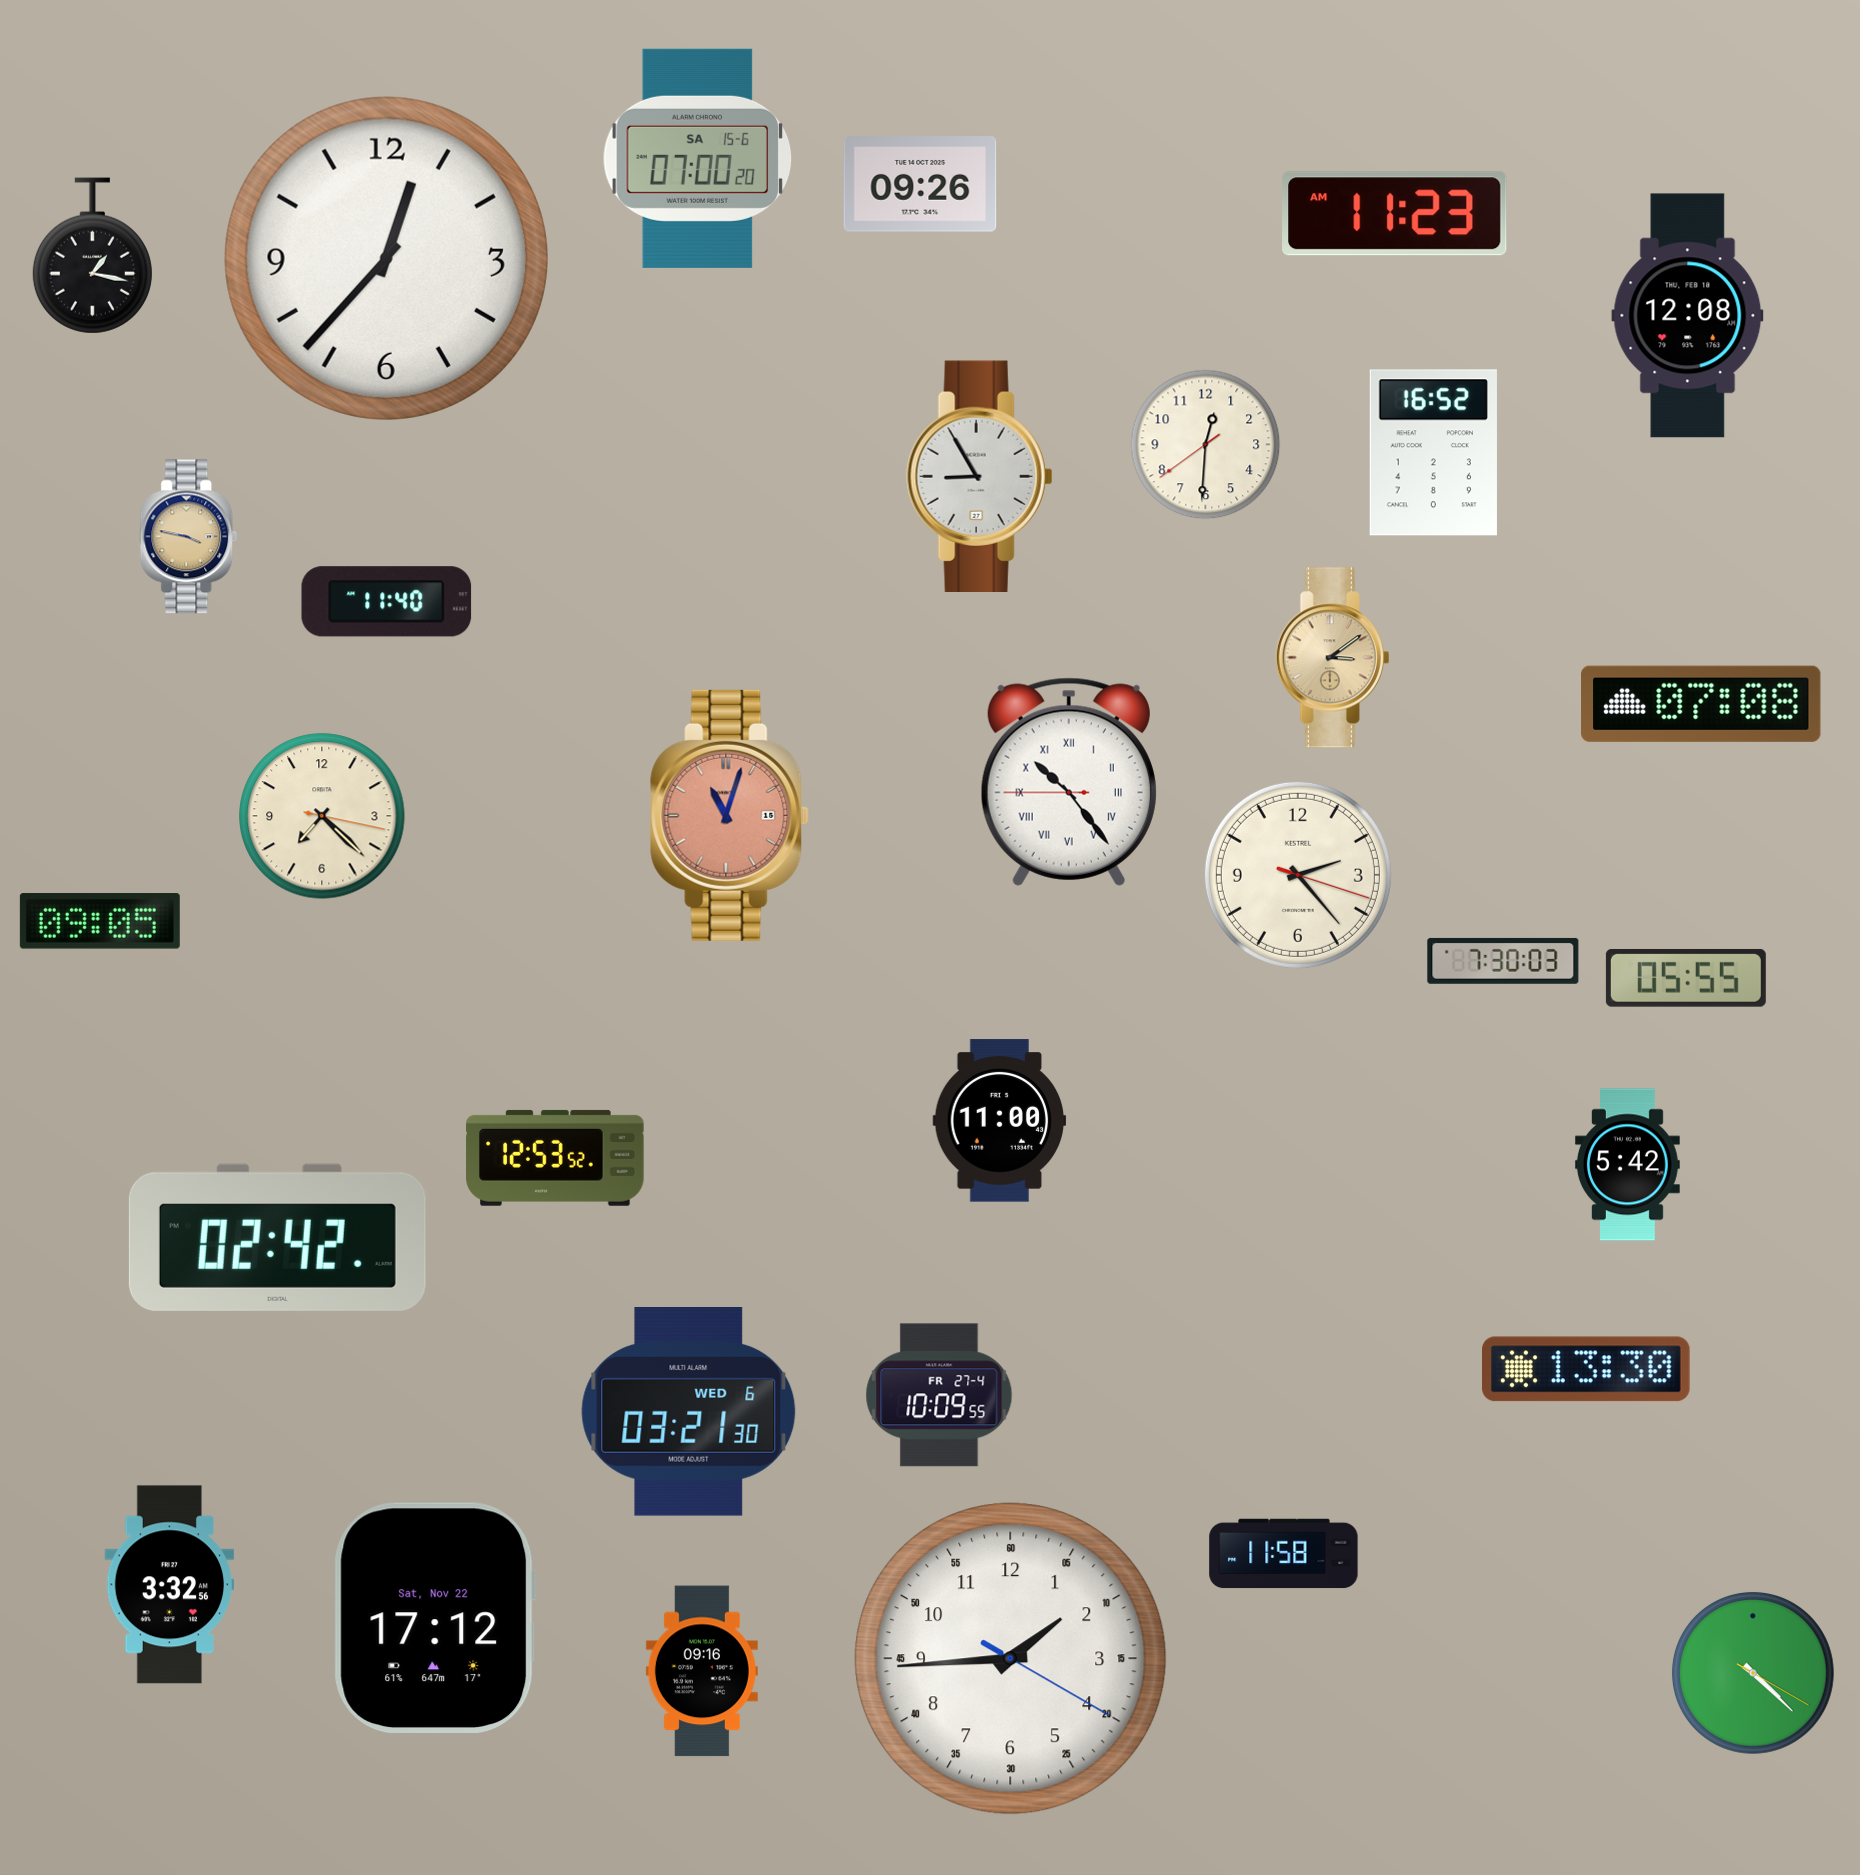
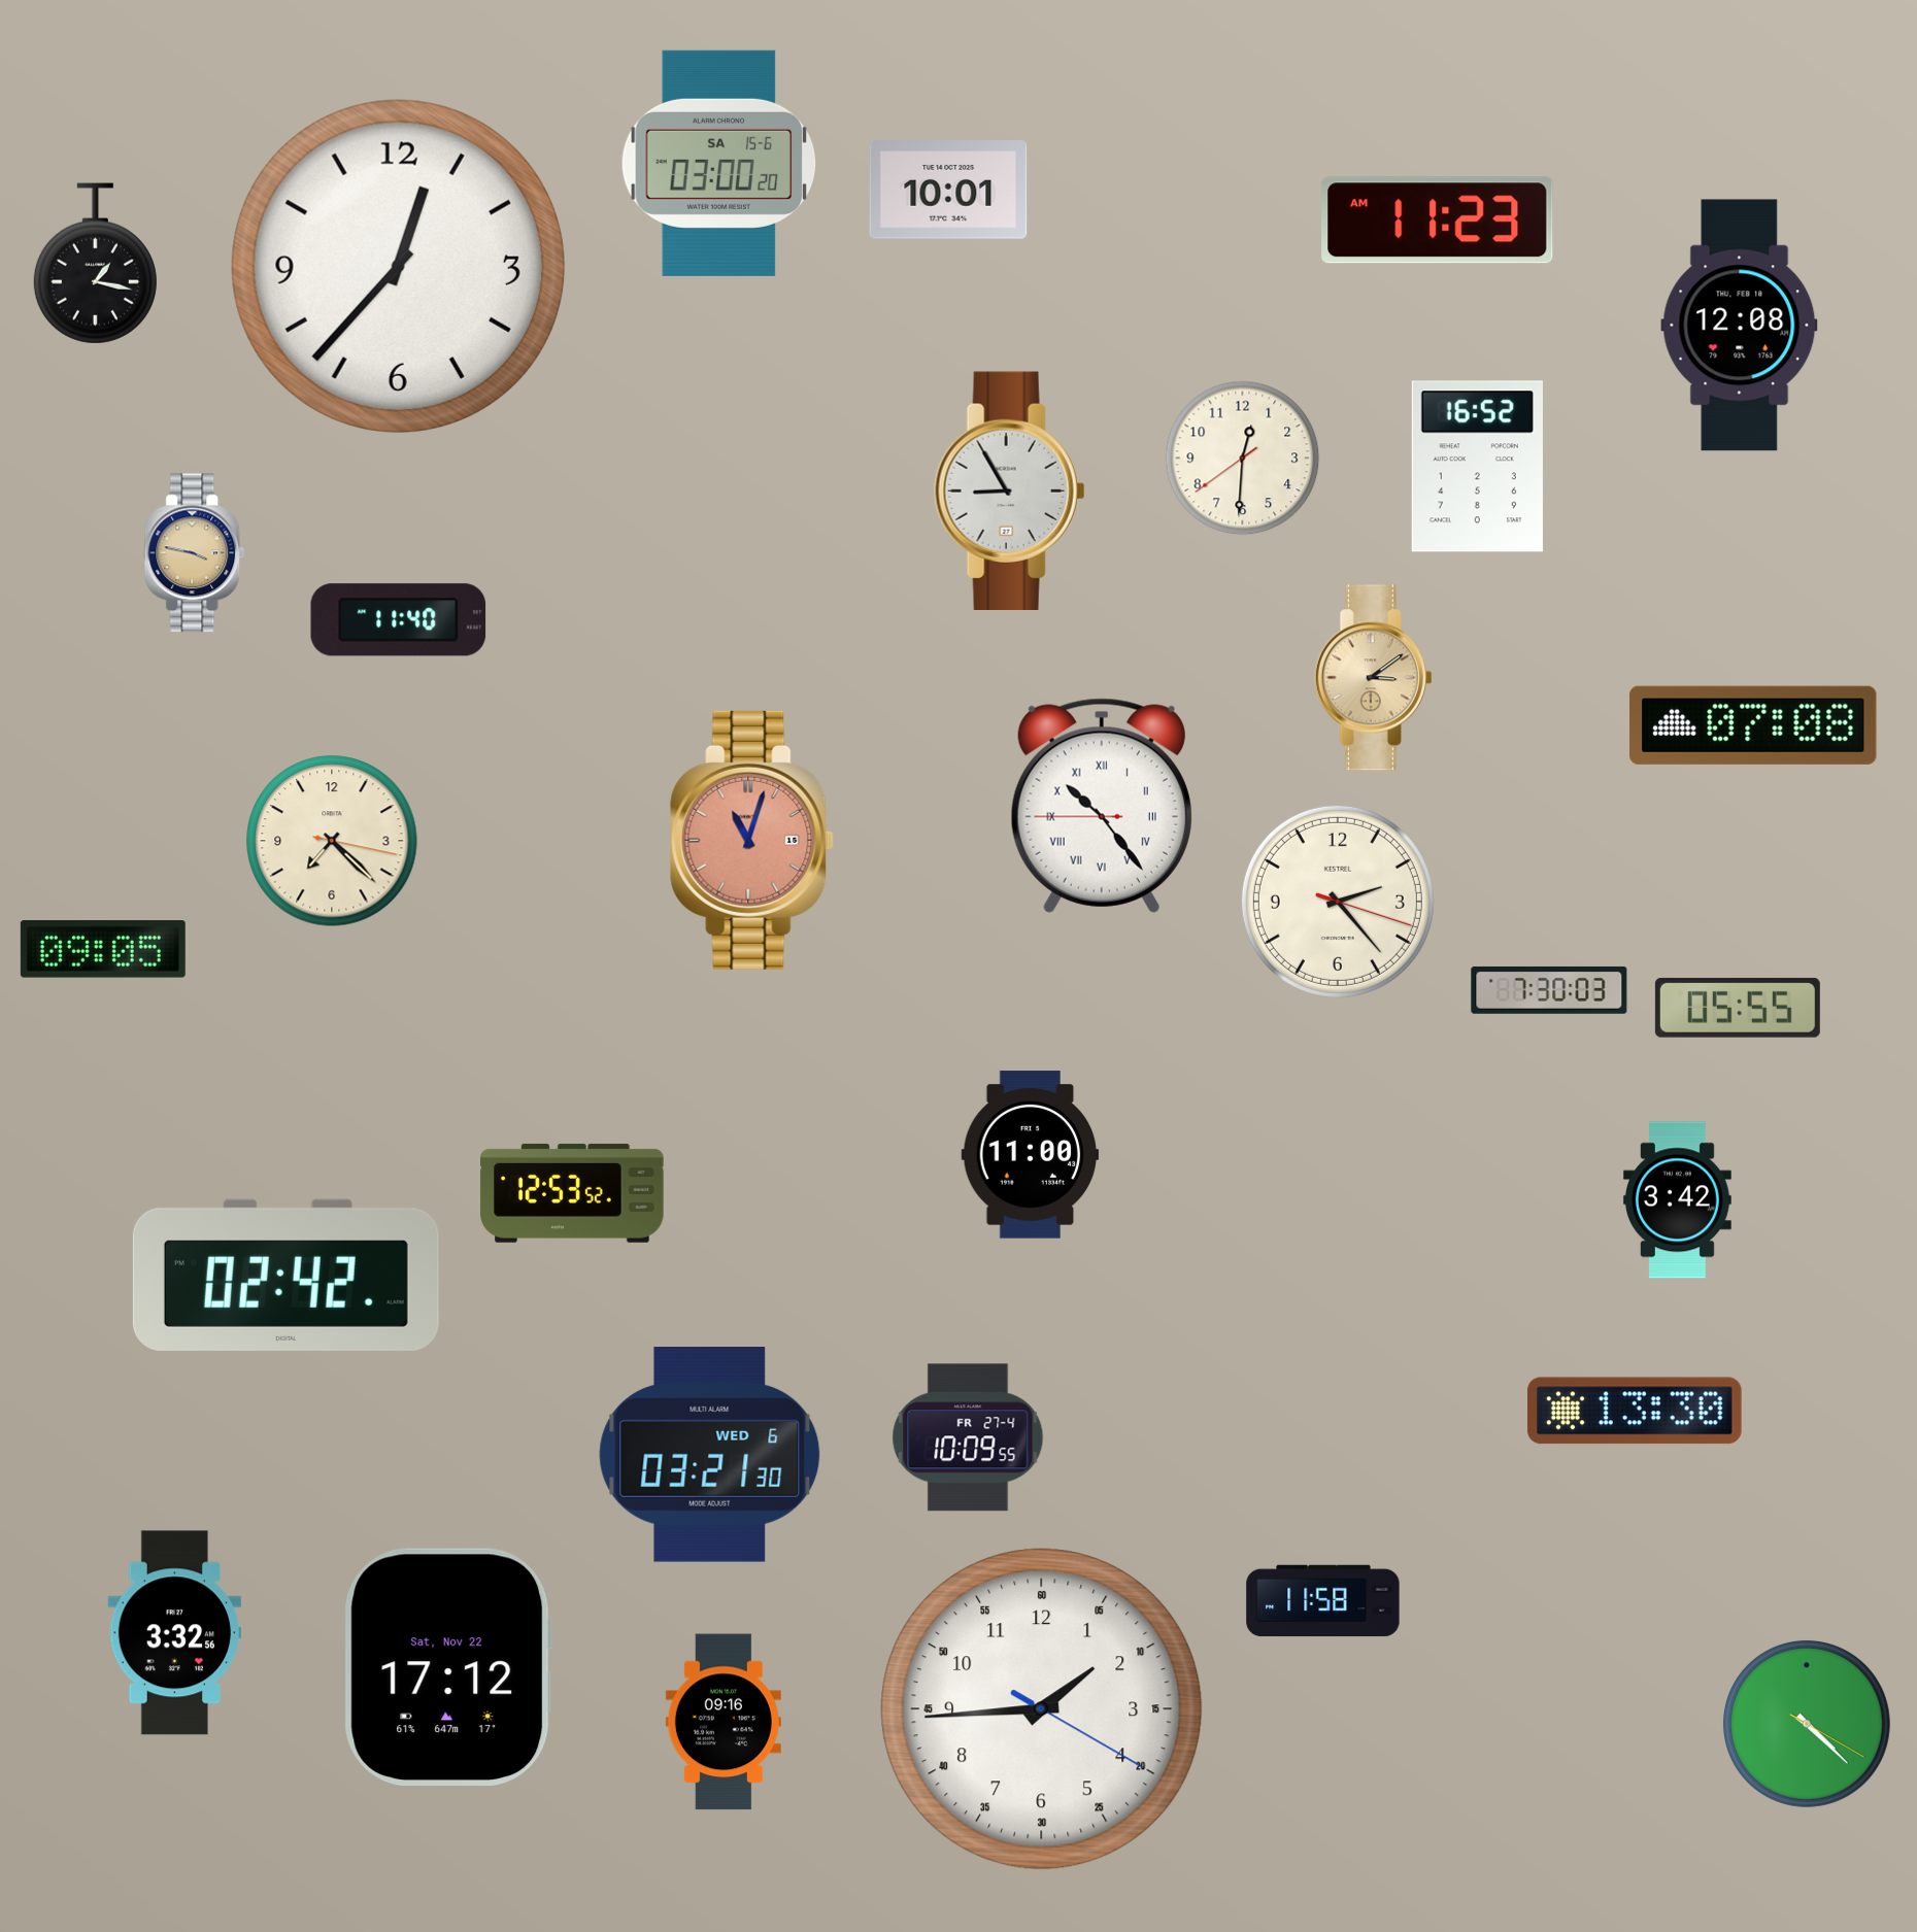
clock at (698, 158): 07:00 -> 03:00
clock at (920, 185): 09:26 -> 10:01
clock at (1627, 1165): 5:42 -> 3:42
